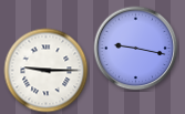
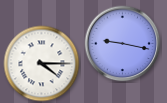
clock at (47, 71): 9:15 -> 4:15
